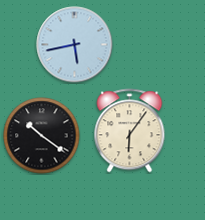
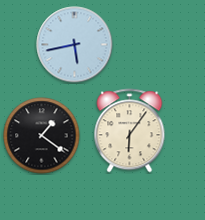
clock at (42, 136): 10:21 -> 1:21
